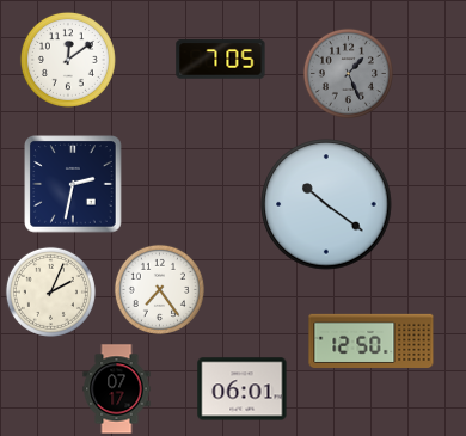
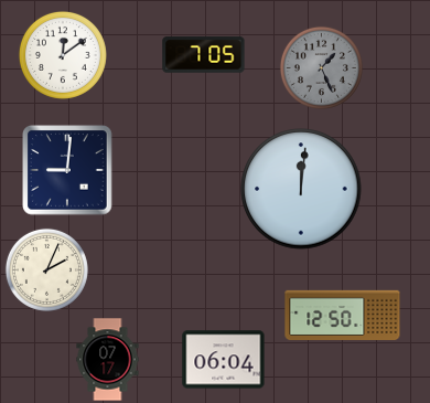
clock at (73, 184): 2:32 -> 9:01
clock at (326, 204): 10:21 -> 12:01
clock at (159, 289): 7:24 -> none
clock at (243, 389): 06:01 -> 06:04
